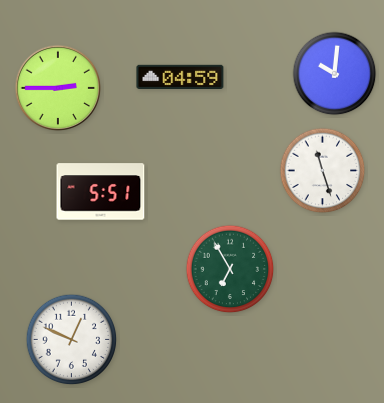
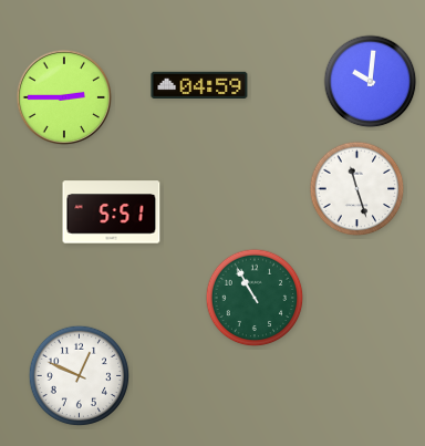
clock at (230, 269): 6:55 -> 10:55
